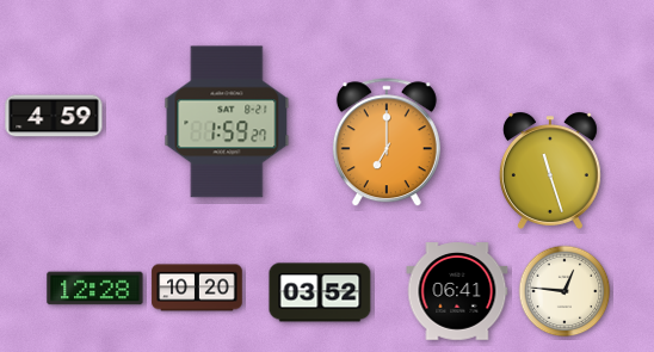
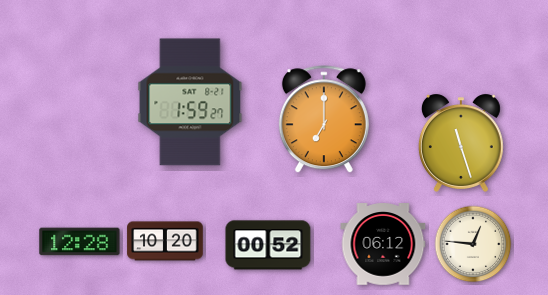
clock at (54, 116): 4:59 -> none
clock at (457, 291): 06:41 -> 06:12
clock at (320, 292): 03:52 -> 00:52
